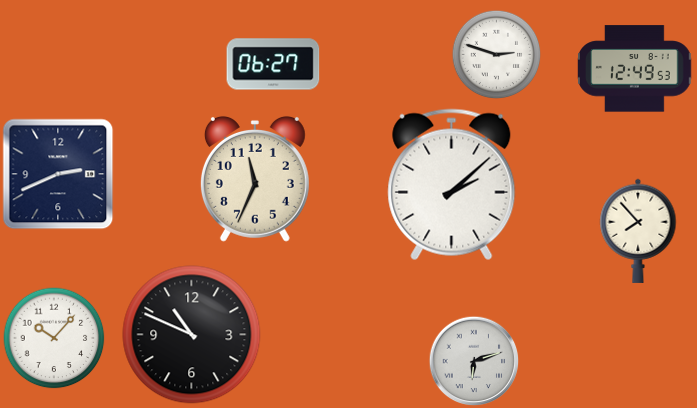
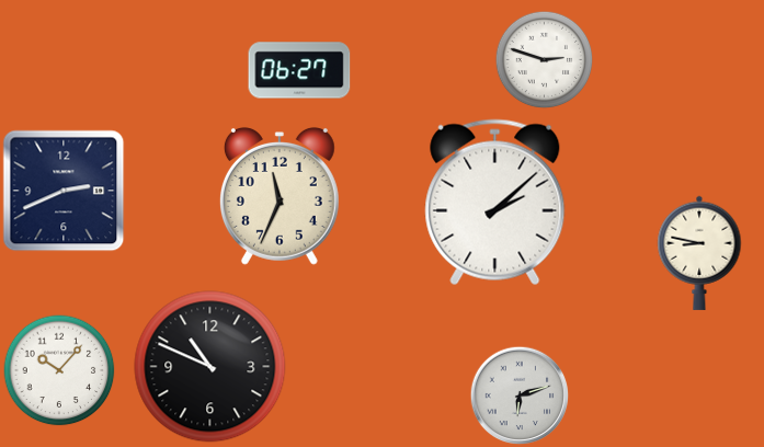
clock at (635, 69): 12:49 -> none
clock at (638, 231): 7:53 -> 8:47
